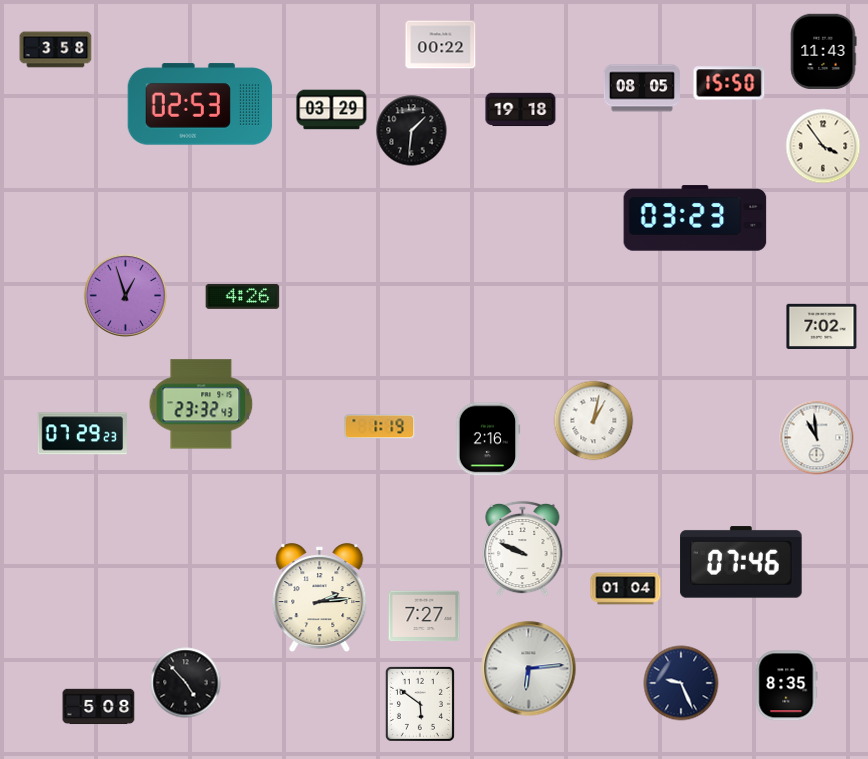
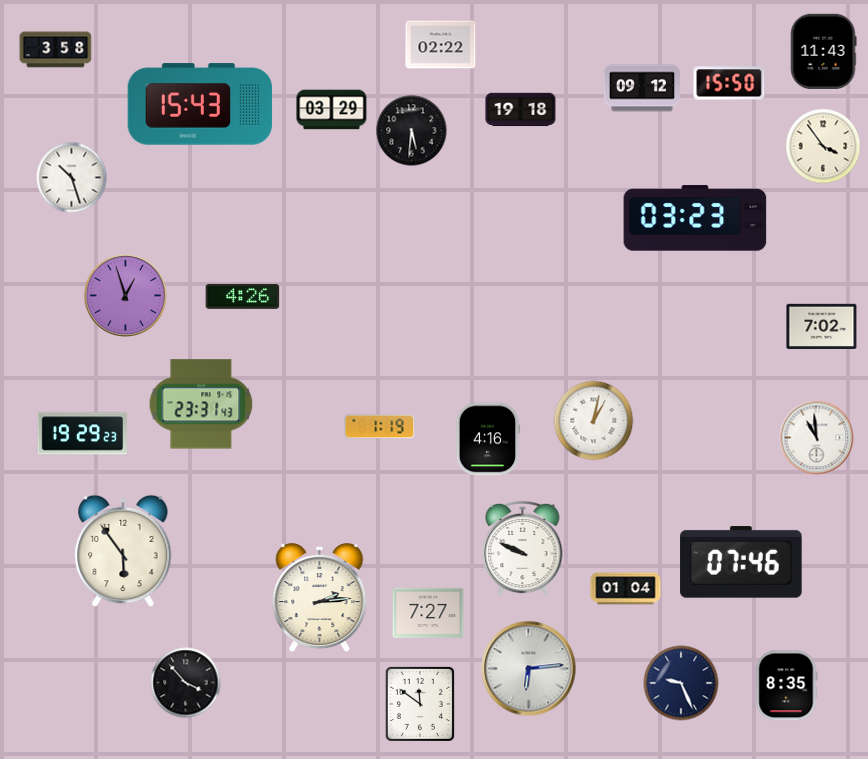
clock at (441, 45): 00:22 -> 02:22
clock at (642, 88): 08:05 -> 09:12
clock at (200, 104): 02:53 -> 15:43
clock at (412, 131): 1:31 -> 5:31
clock at (72, 178): none -> 10:27
clock at (201, 404): 23:32 -> 23:31
clock at (82, 434): 07:29 -> 19:29
clock at (488, 439): 2:16 -> 4:16
clock at (123, 551): none -> 5:54
clock at (424, 616) position: (424, 616) -> (428, 613)
clock at (186, 683): 4:53 -> 3:53
clock at (420, 704): 5:51 -> 11:51
clock at (99, 707): 5:08 -> none
